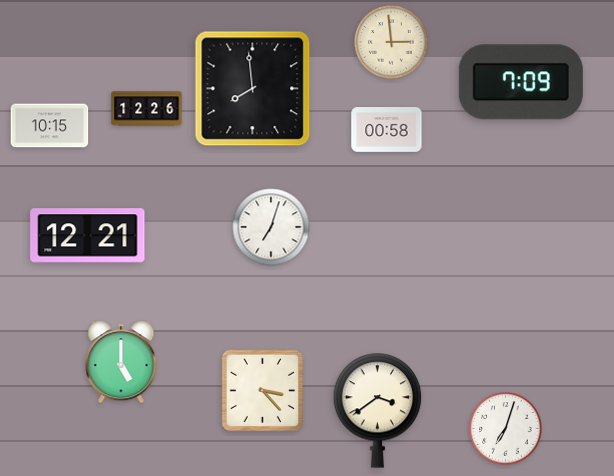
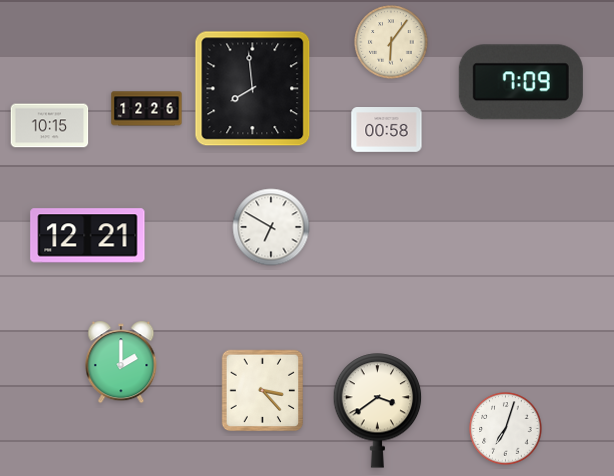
clock at (391, 42): 2:59 -> 6:06
clock at (271, 227): 7:03 -> 6:50
clock at (121, 362): 5:00 -> 2:00
